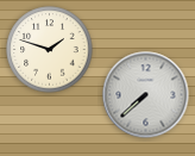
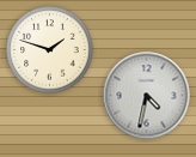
clock at (146, 95): 7:38 -> 4:32
